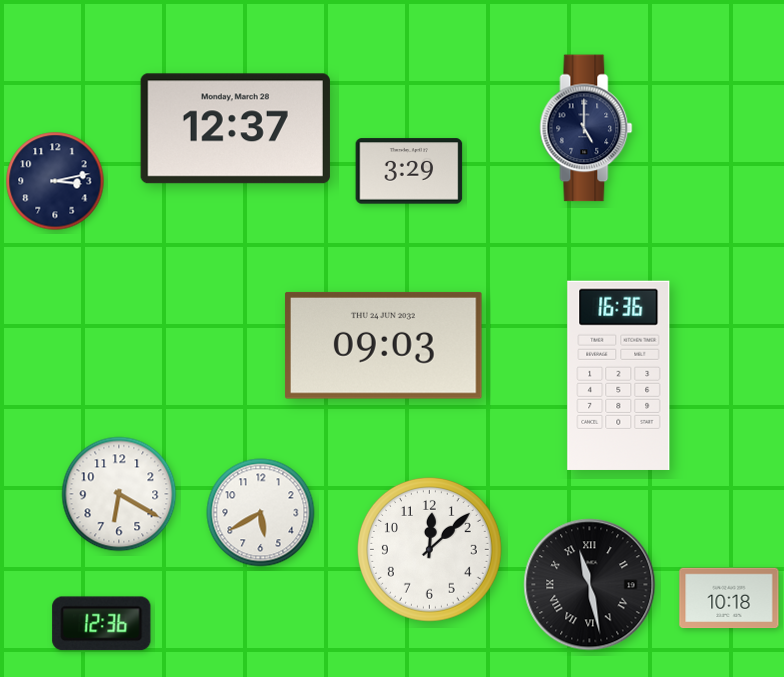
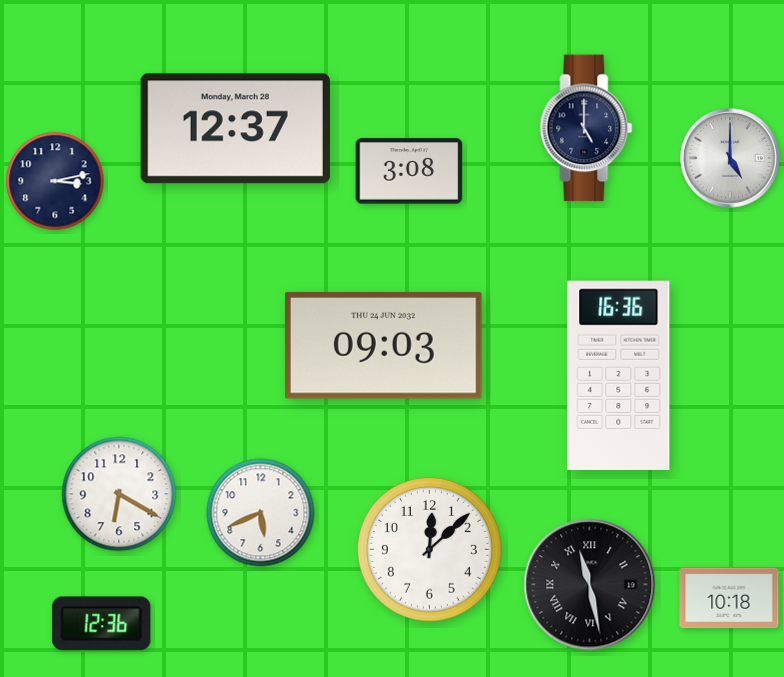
clock at (730, 158): none -> 5:00
clock at (409, 171): 3:29 -> 3:08
clock at (261, 513): 5:40 -> 5:41
